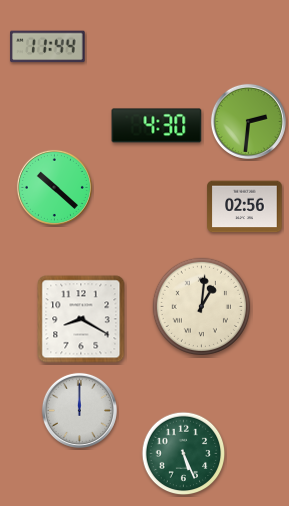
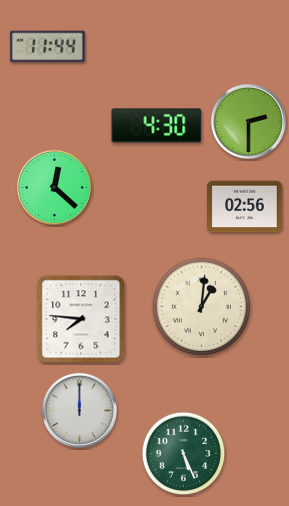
clock at (248, 121): 2:31 -> 2:30
clock at (54, 187): 10:22 -> 12:22
clock at (81, 319): 8:20 -> 7:46
